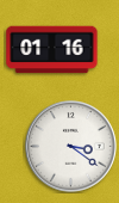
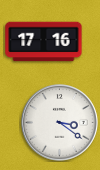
clock at (52, 50): 01:16 -> 17:16
